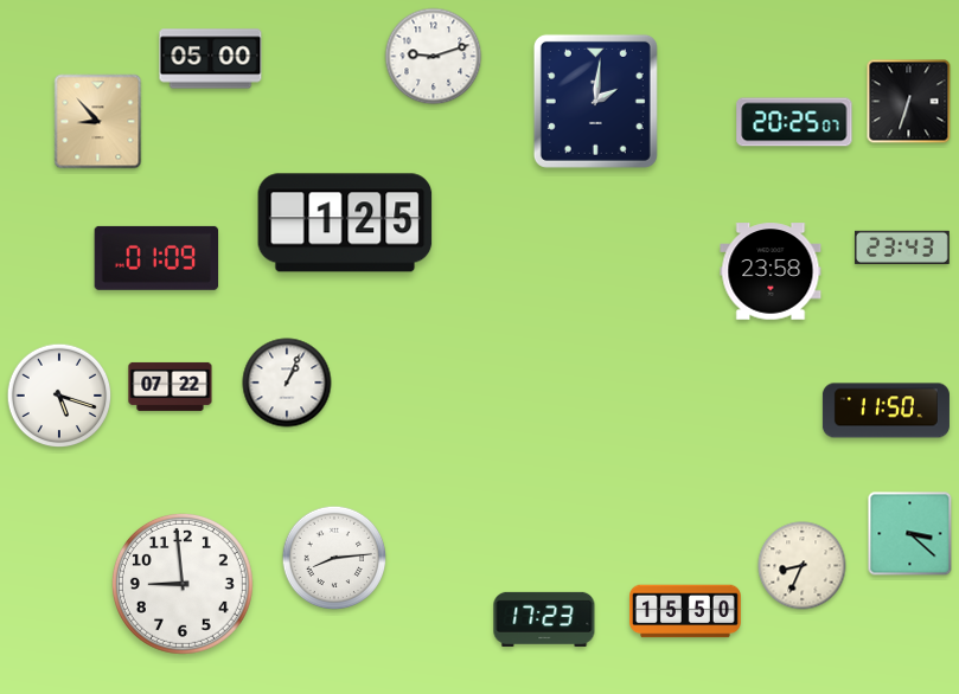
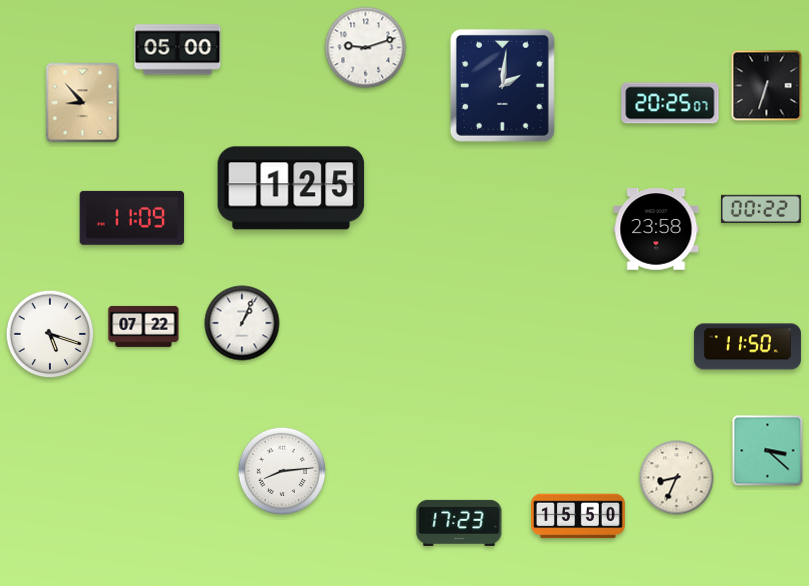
clock at (902, 248): 23:43 -> 00:22
clock at (156, 258): 01:09 -> 11:09
clock at (771, 271) position: (771, 271) -> (656, 229)
clock at (183, 584): 8:59 -> none
